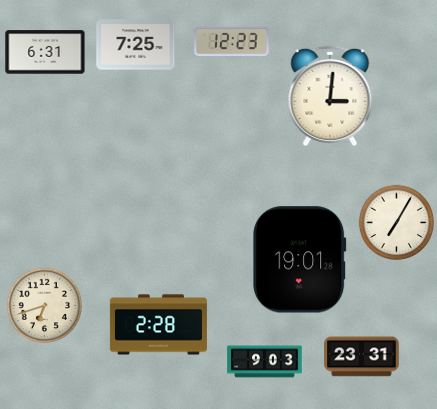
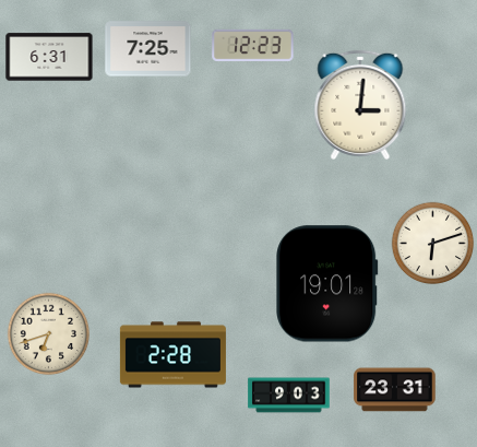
clock at (397, 223): 7:05 -> 6:12
